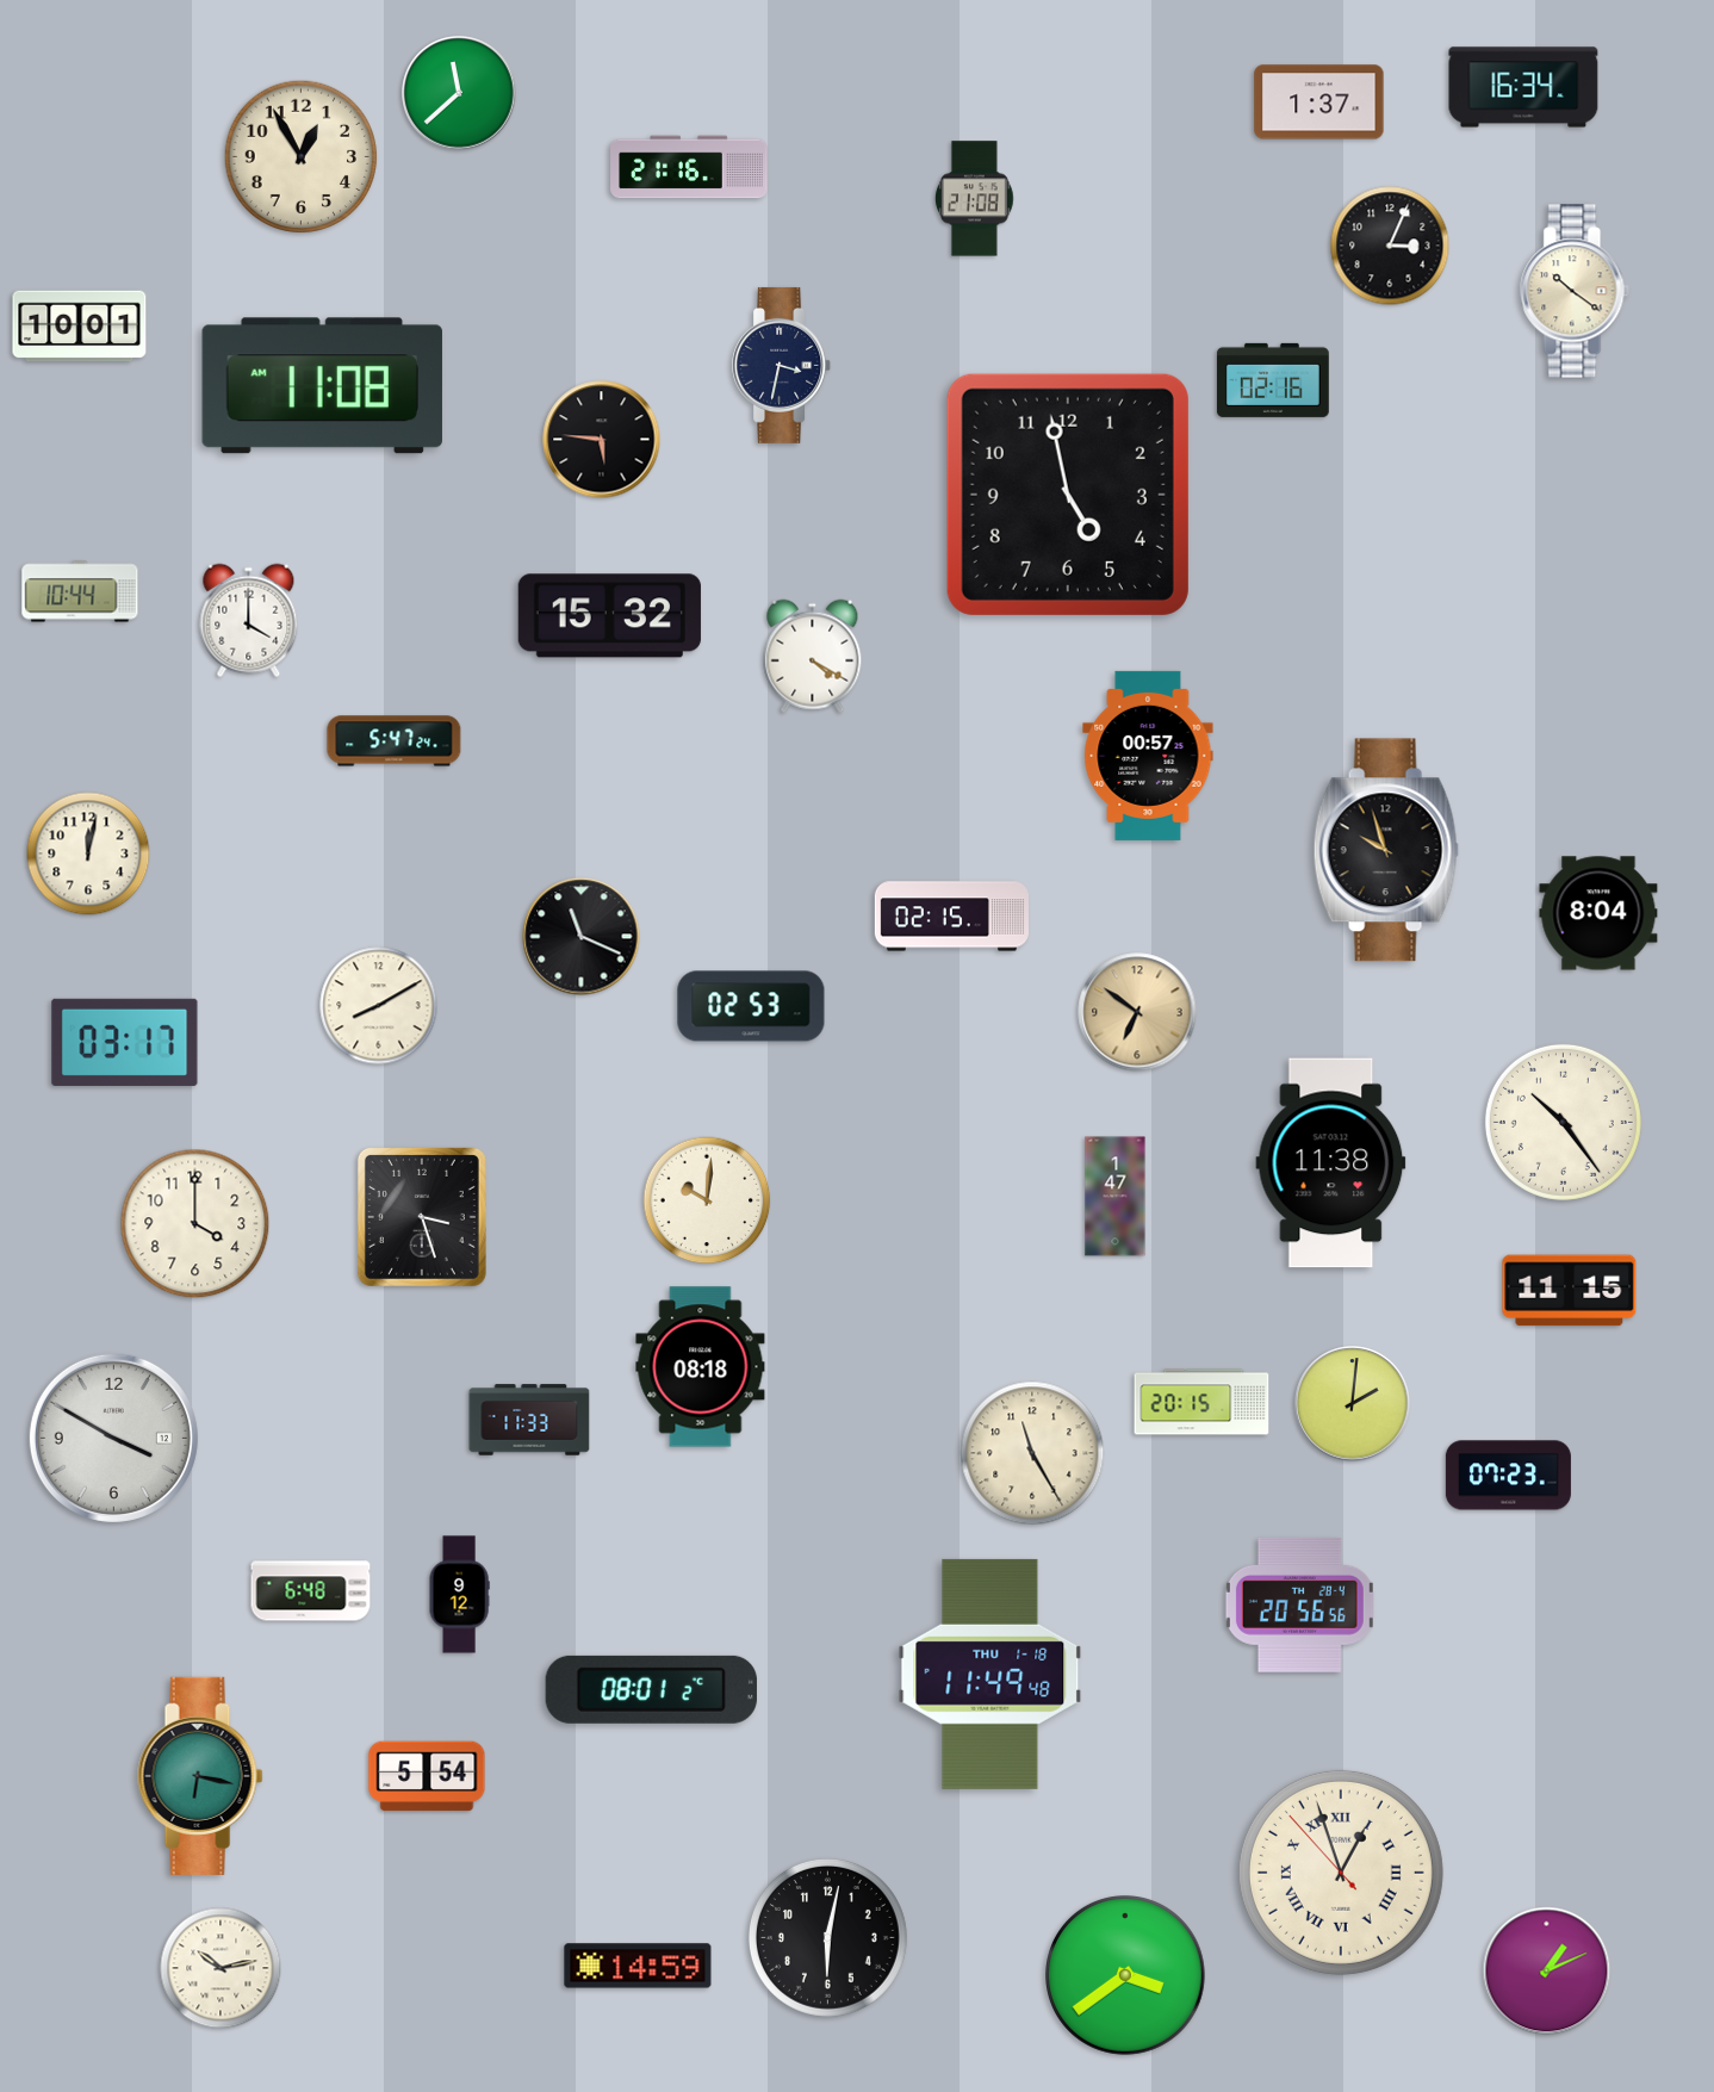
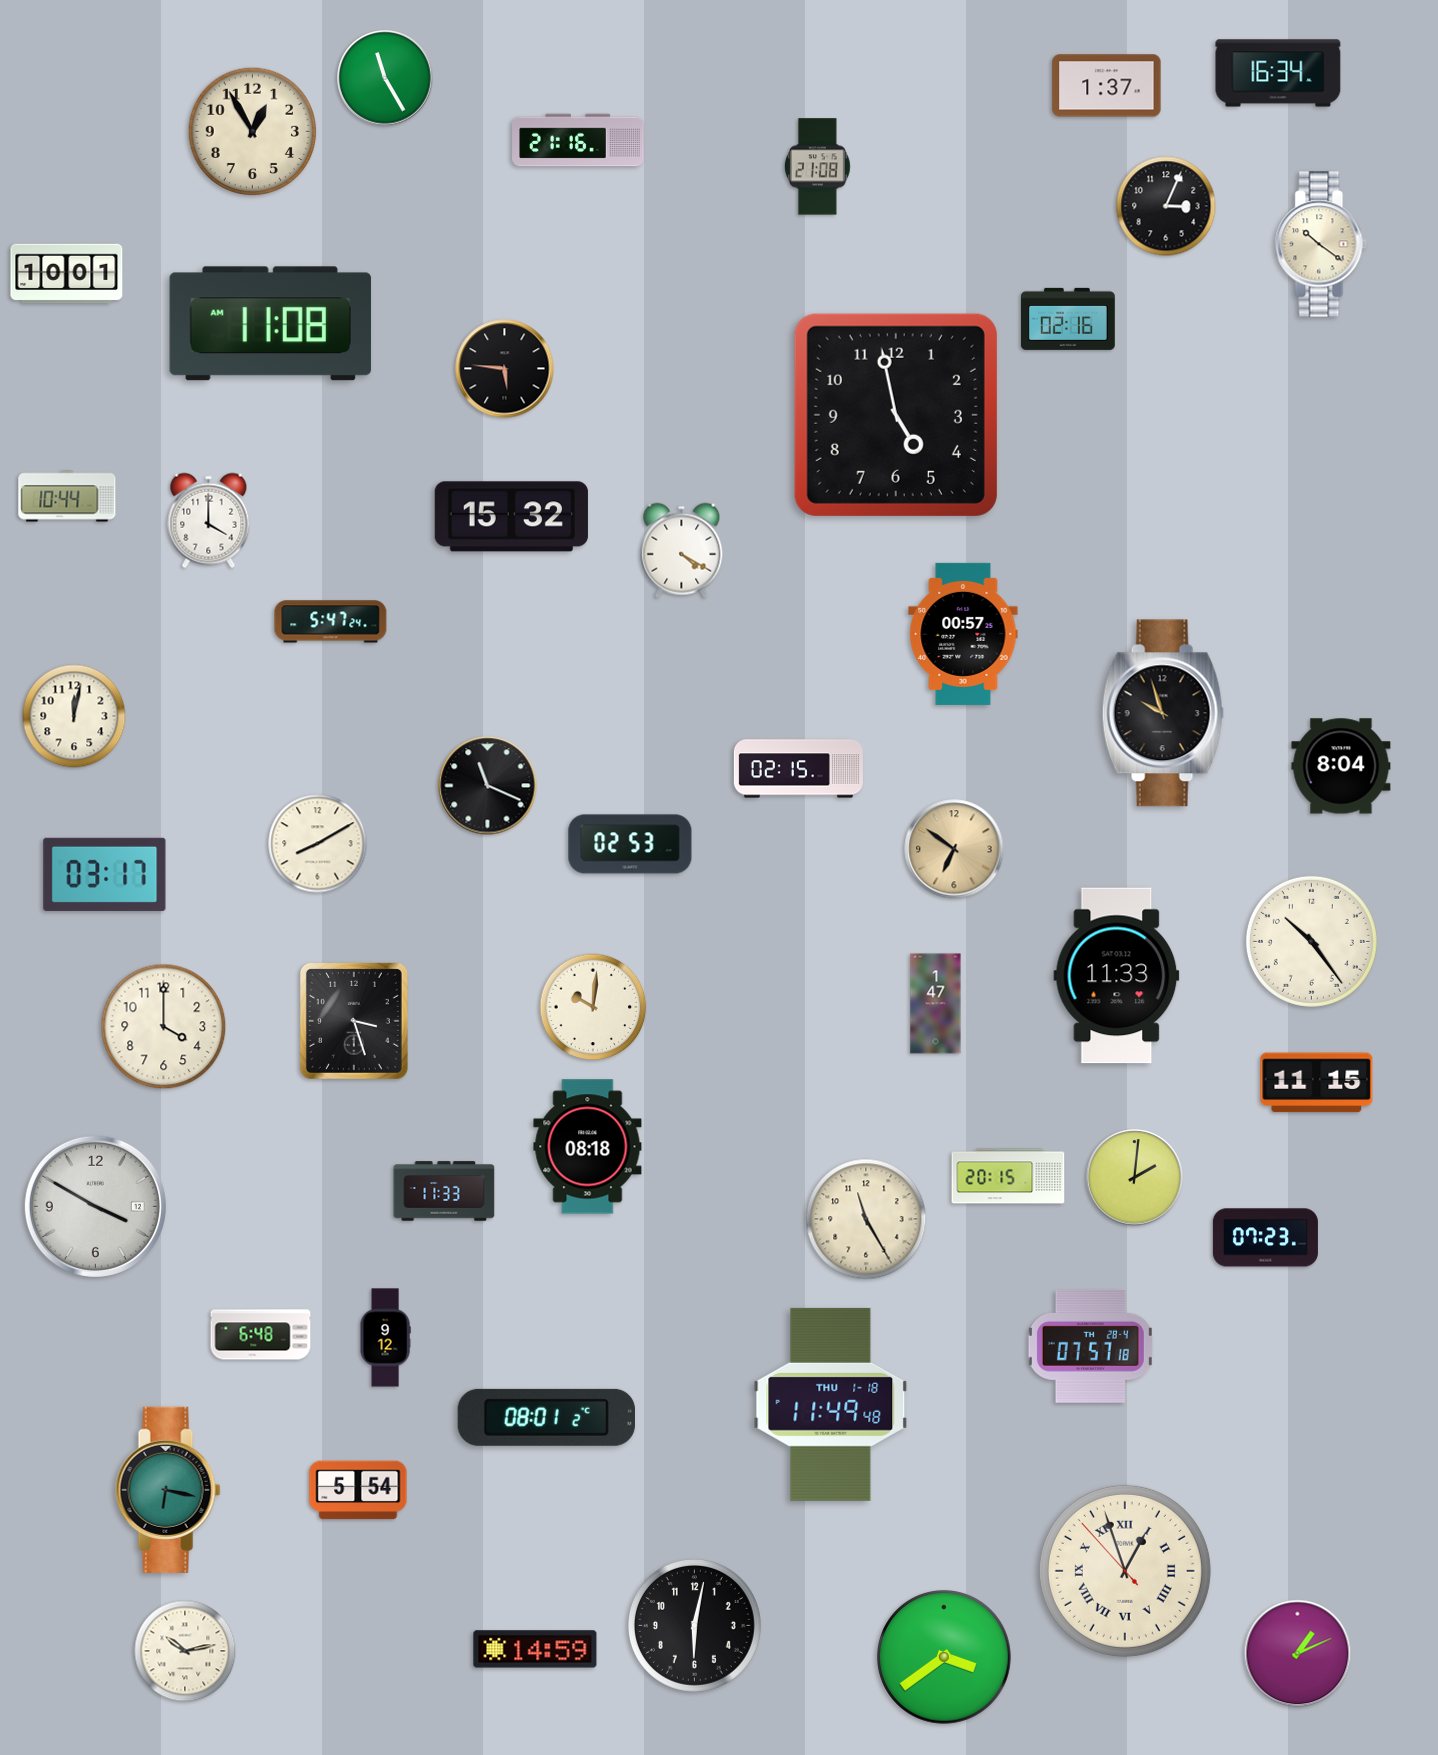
clock at (459, 93): 11:38 -> 11:25
clock at (782, 365): 3:32 -> none
clock at (1331, 1163): 11:38 -> 11:33
clock at (1299, 1606): 20:56 -> 07:57
